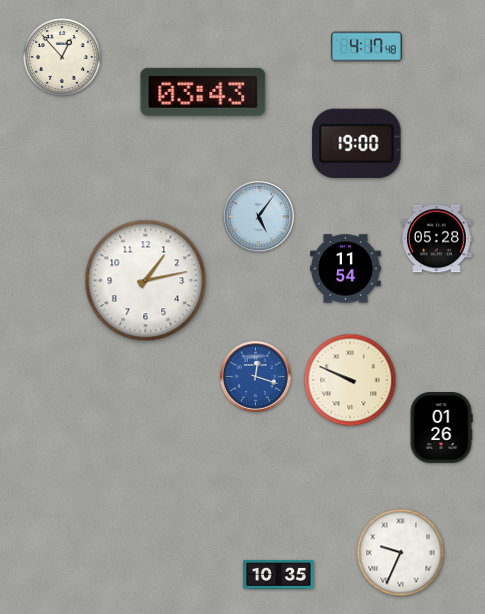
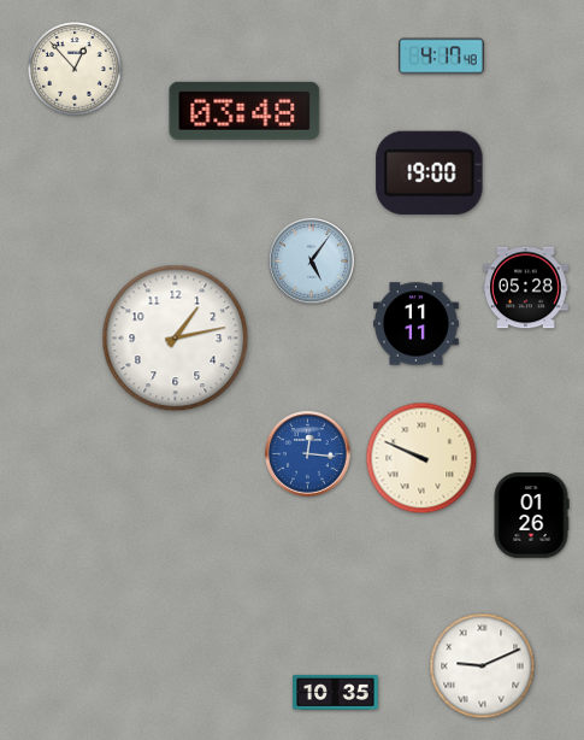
clock at (203, 92): 03:43 -> 03:48
clock at (346, 269): 11:54 -> 11:11
clock at (256, 377): 12:18 -> 12:16
clock at (401, 553): 9:34 -> 9:11
